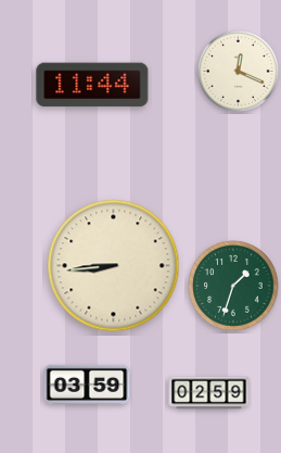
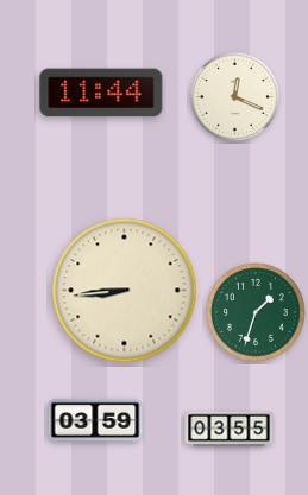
clock at (238, 71) position: (238, 71) -> (234, 96)
clock at (209, 393): 02:59 -> 03:55
